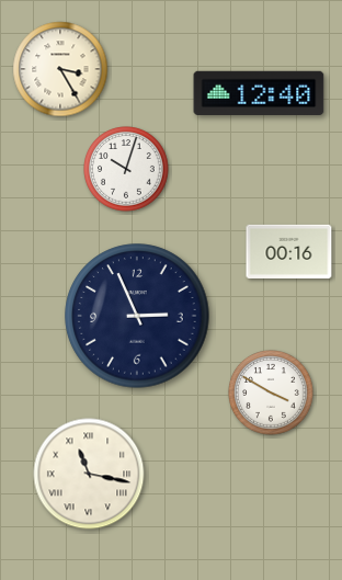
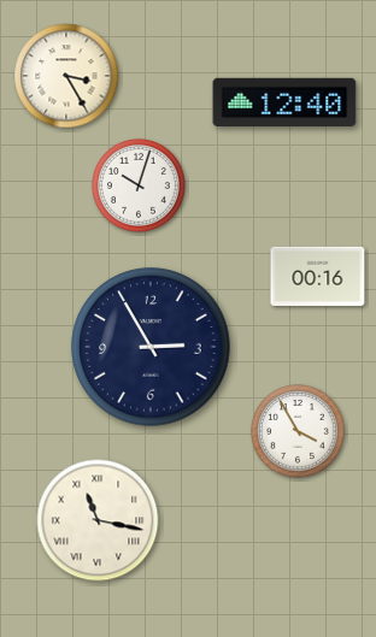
clock at (137, 316): 2:56 -> 2:55
clock at (271, 393): 3:50 -> 3:55
